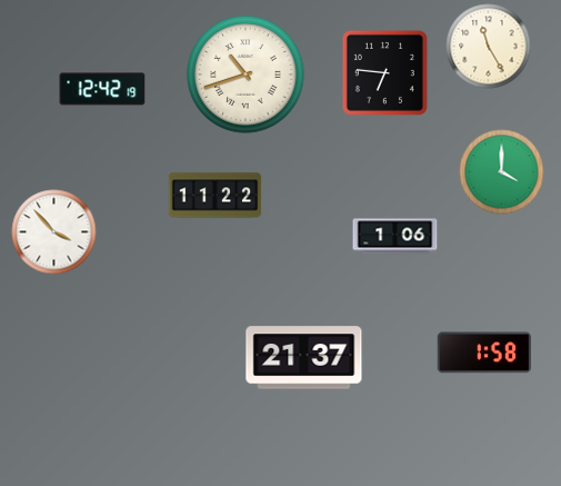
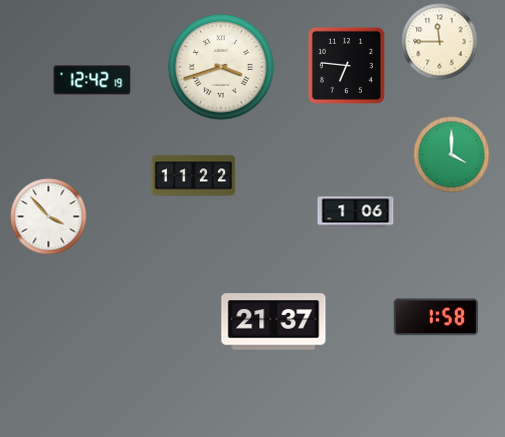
clock at (489, 47): 11:25 -> 11:45
clock at (246, 75): 10:42 -> 3:42
clock at (54, 232) position: (54, 232) -> (49, 217)
